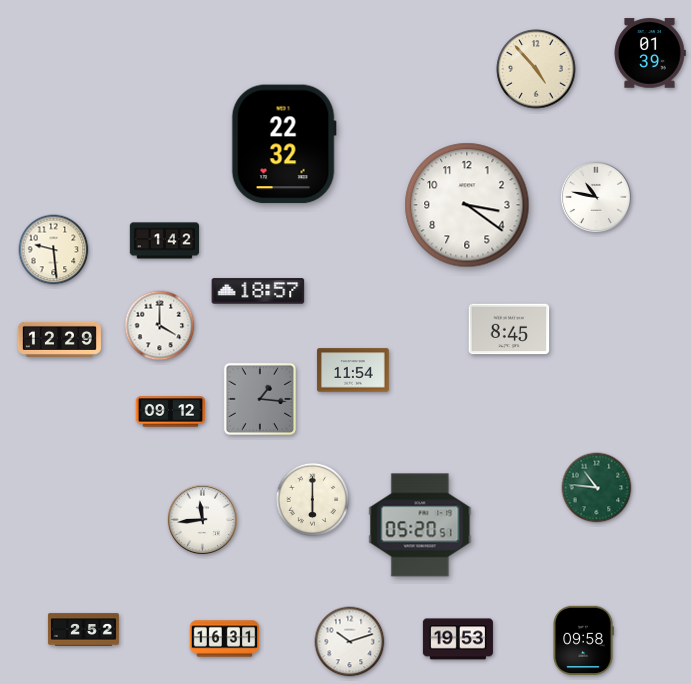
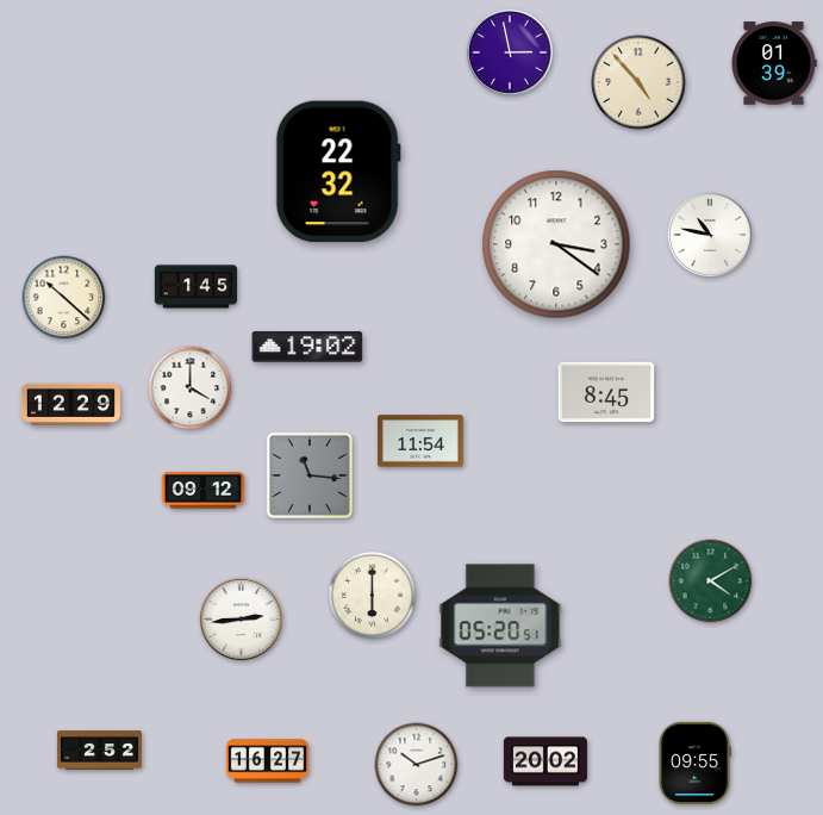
clock at (510, 52): none -> 2:58
clock at (165, 241): 1:42 -> 1:45
clock at (54, 250): 9:29 -> 10:22
clock at (258, 291): 18:57 -> 19:02
clock at (259, 398): 1:16 -> 11:16
clock at (597, 488): 10:46 -> 4:10
clock at (202, 519): 11:44 -> 2:44
clock at (225, 639): 16:31 -> 16:27
clock at (458, 639): 19:53 -> 20:02
clock at (583, 641): 09:58 -> 09:55
